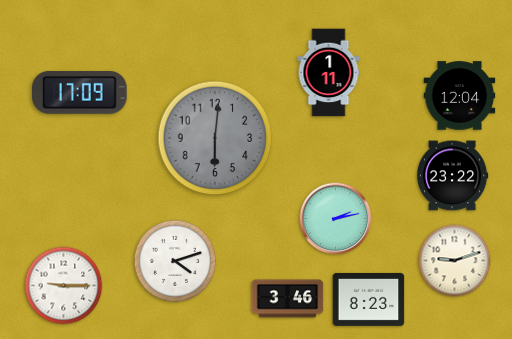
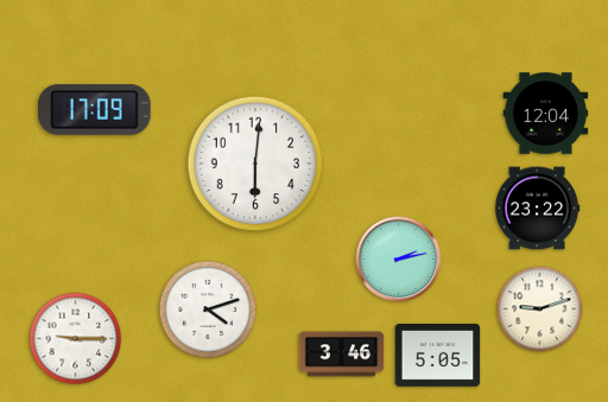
clock at (329, 73): 1:11 -> none
clock at (215, 138) dial: grey -> white
clock at (369, 299): 8:23 -> 5:05
